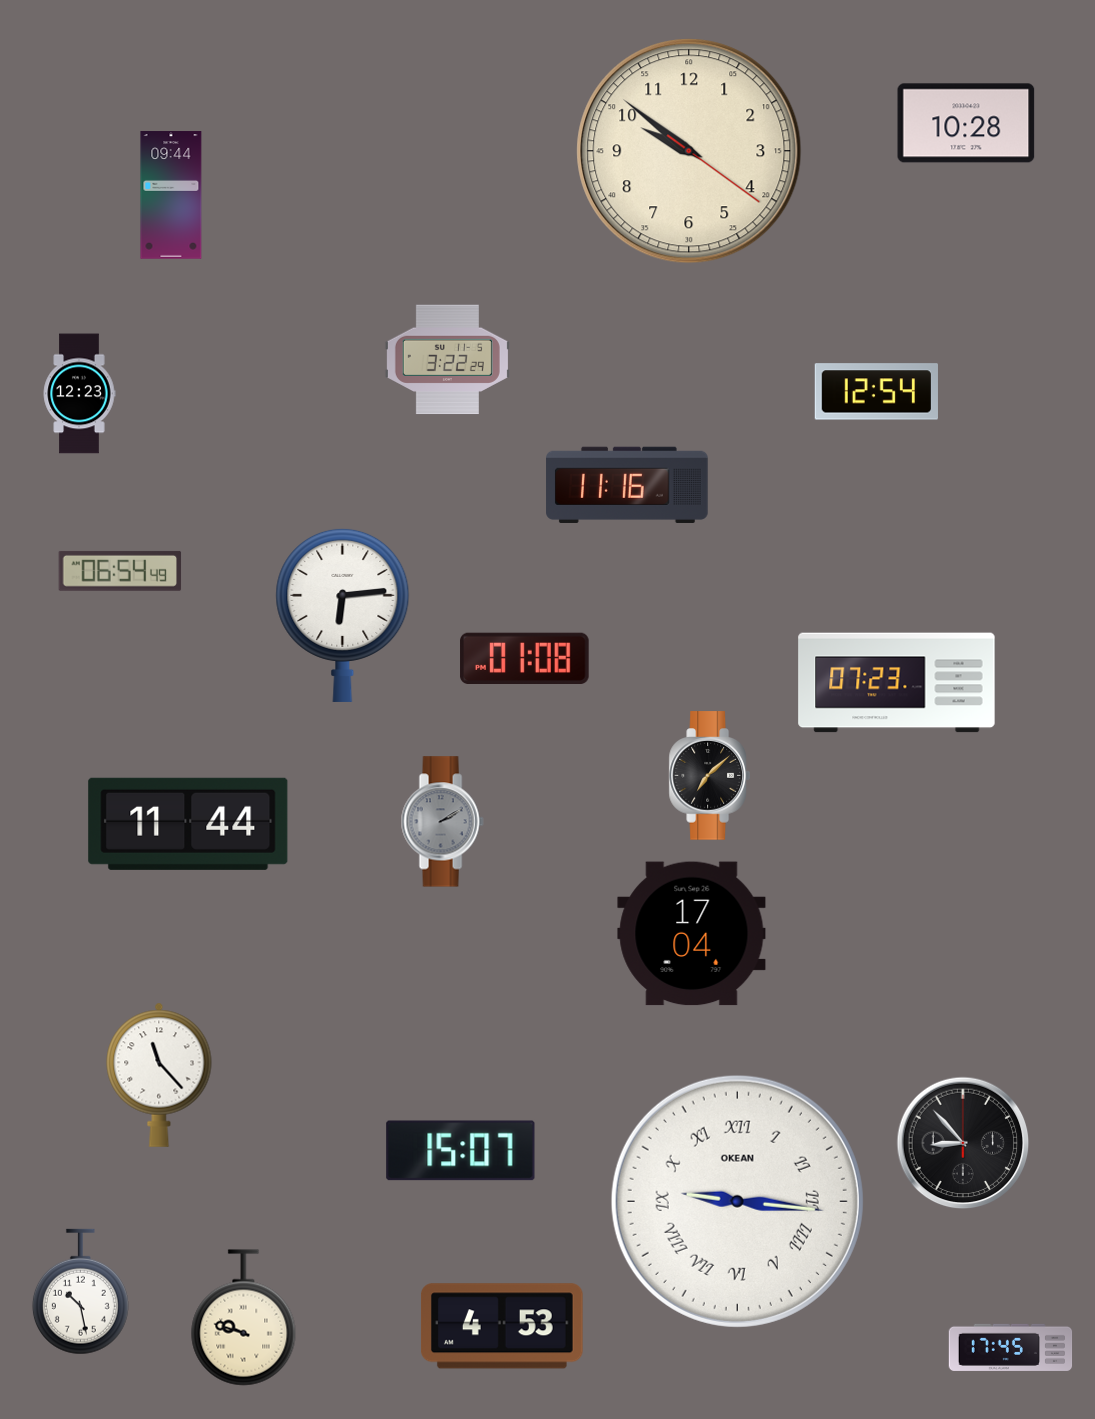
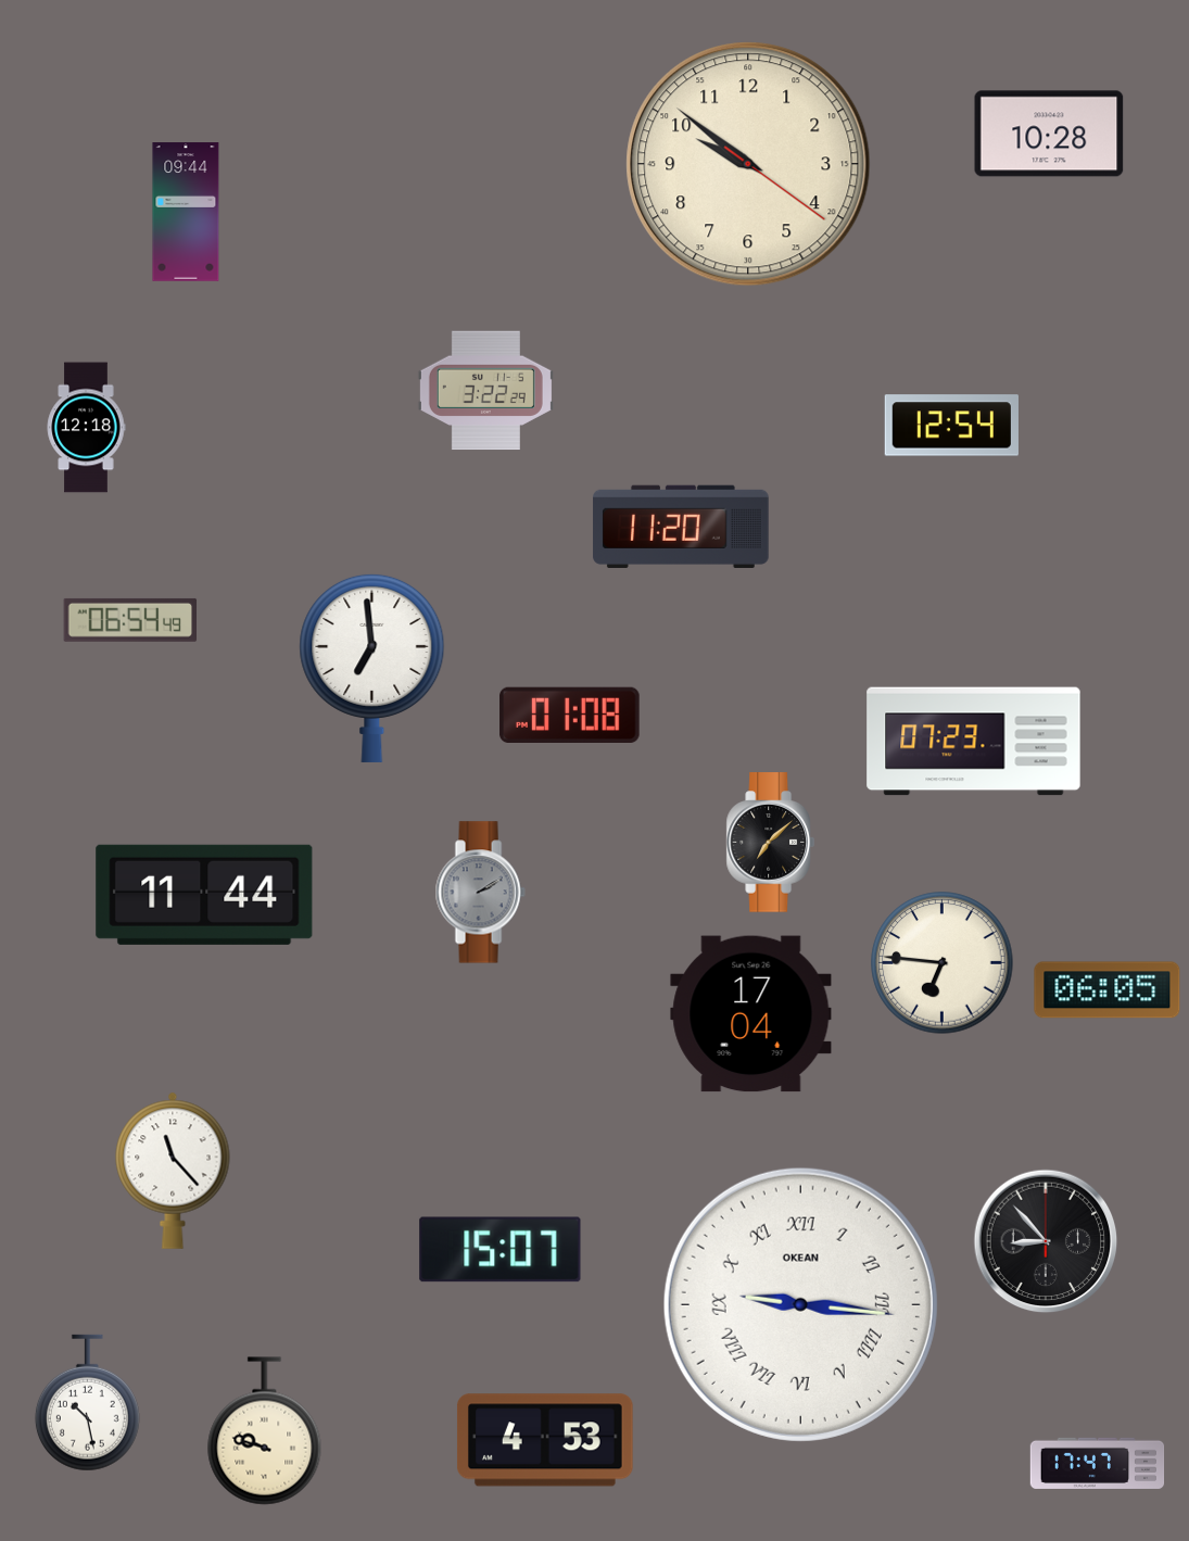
clock at (79, 394): 12:23 -> 12:18
clock at (627, 485): 11:16 -> 11:20
clock at (343, 615): 6:14 -> 6:59
clock at (943, 963): none -> 6:46
clock at (1108, 990): none -> 06:05
clock at (159, 1075) position: (159, 1075) -> (173, 1171)
clock at (1011, 1347): 17:45 -> 17:47
